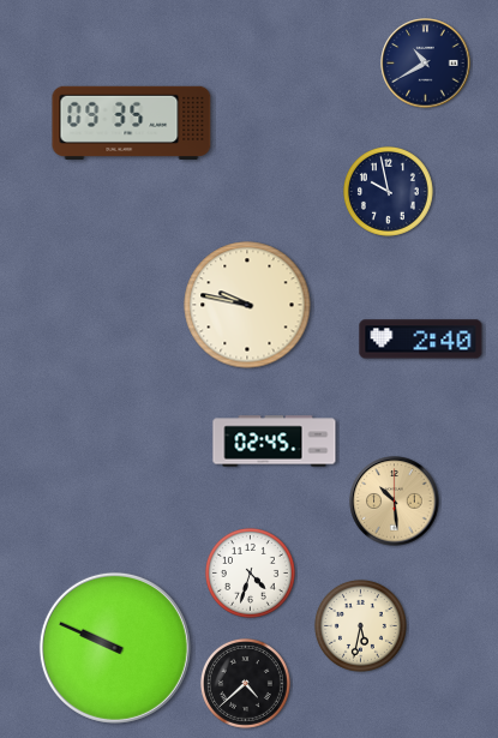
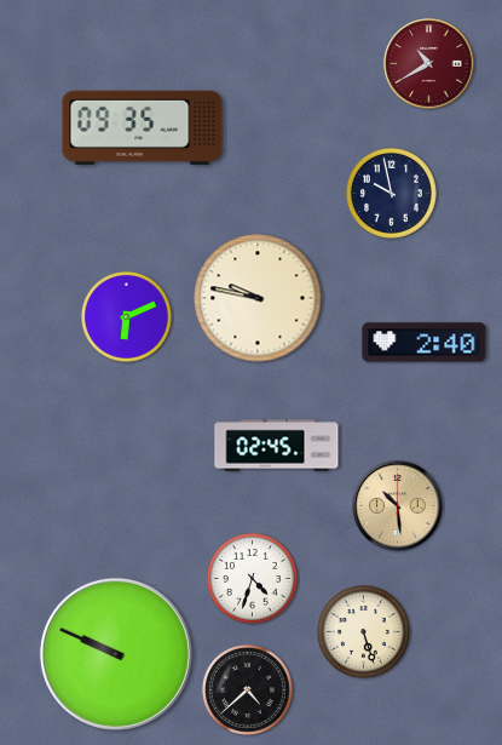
clock at (426, 64) dial: navy -> burgundy
clock at (132, 122) position: (132, 122) -> (143, 127)
clock at (247, 305) position: (247, 305) -> (258, 298)
clock at (126, 316): none -> 6:11
clock at (360, 625): 5:32 -> 5:27
